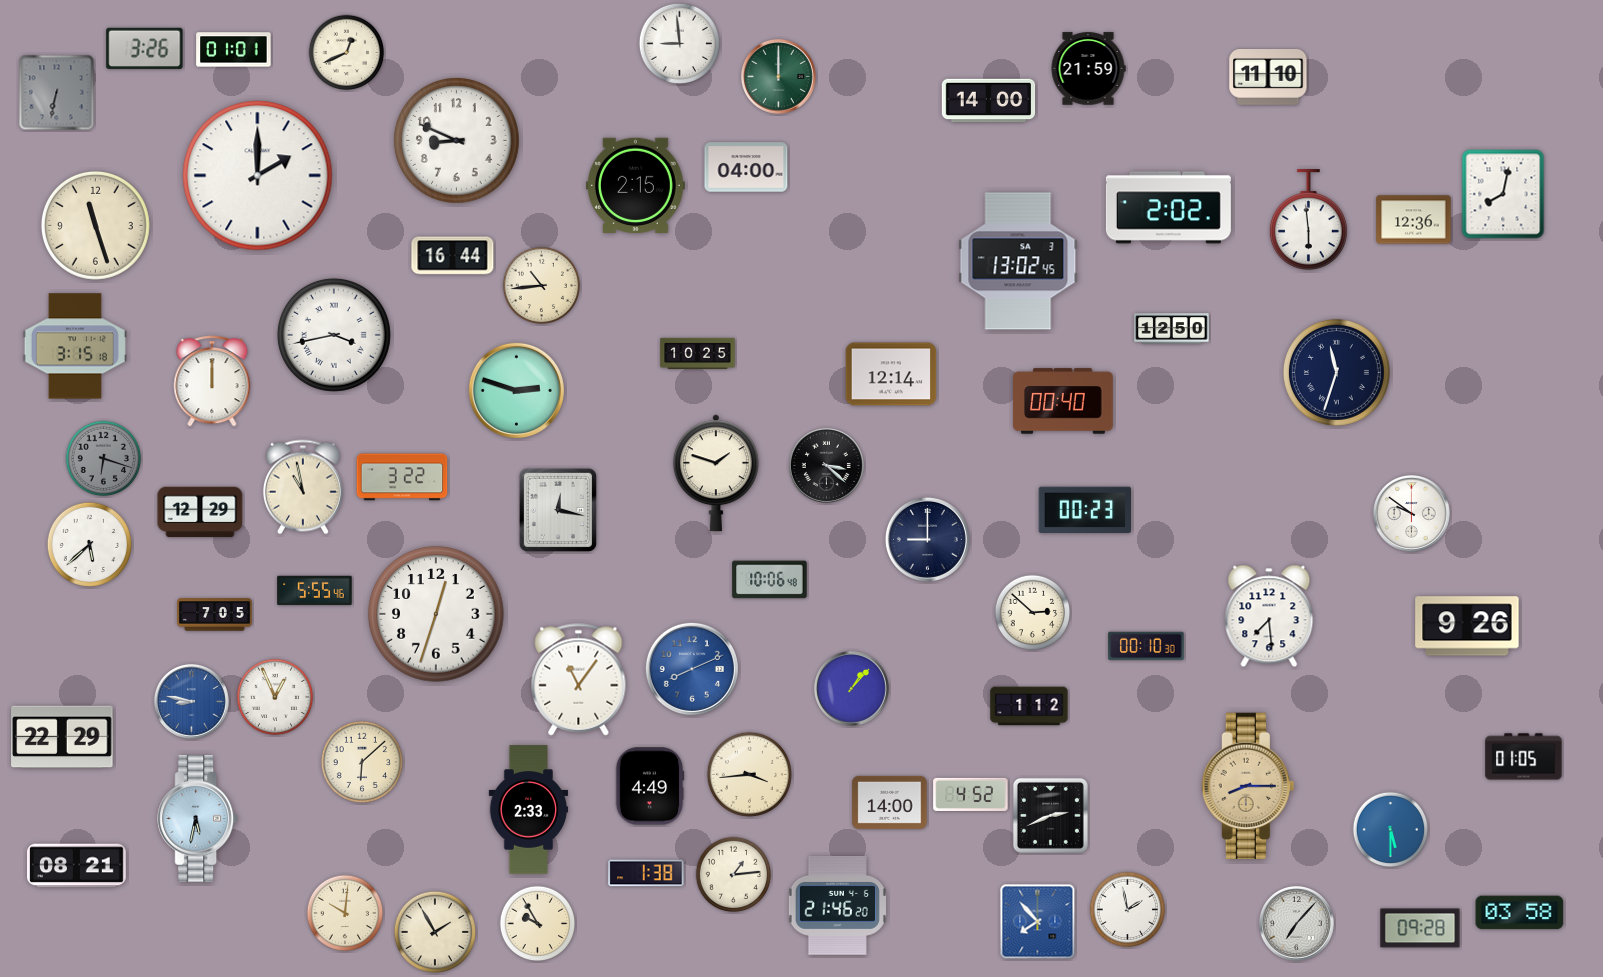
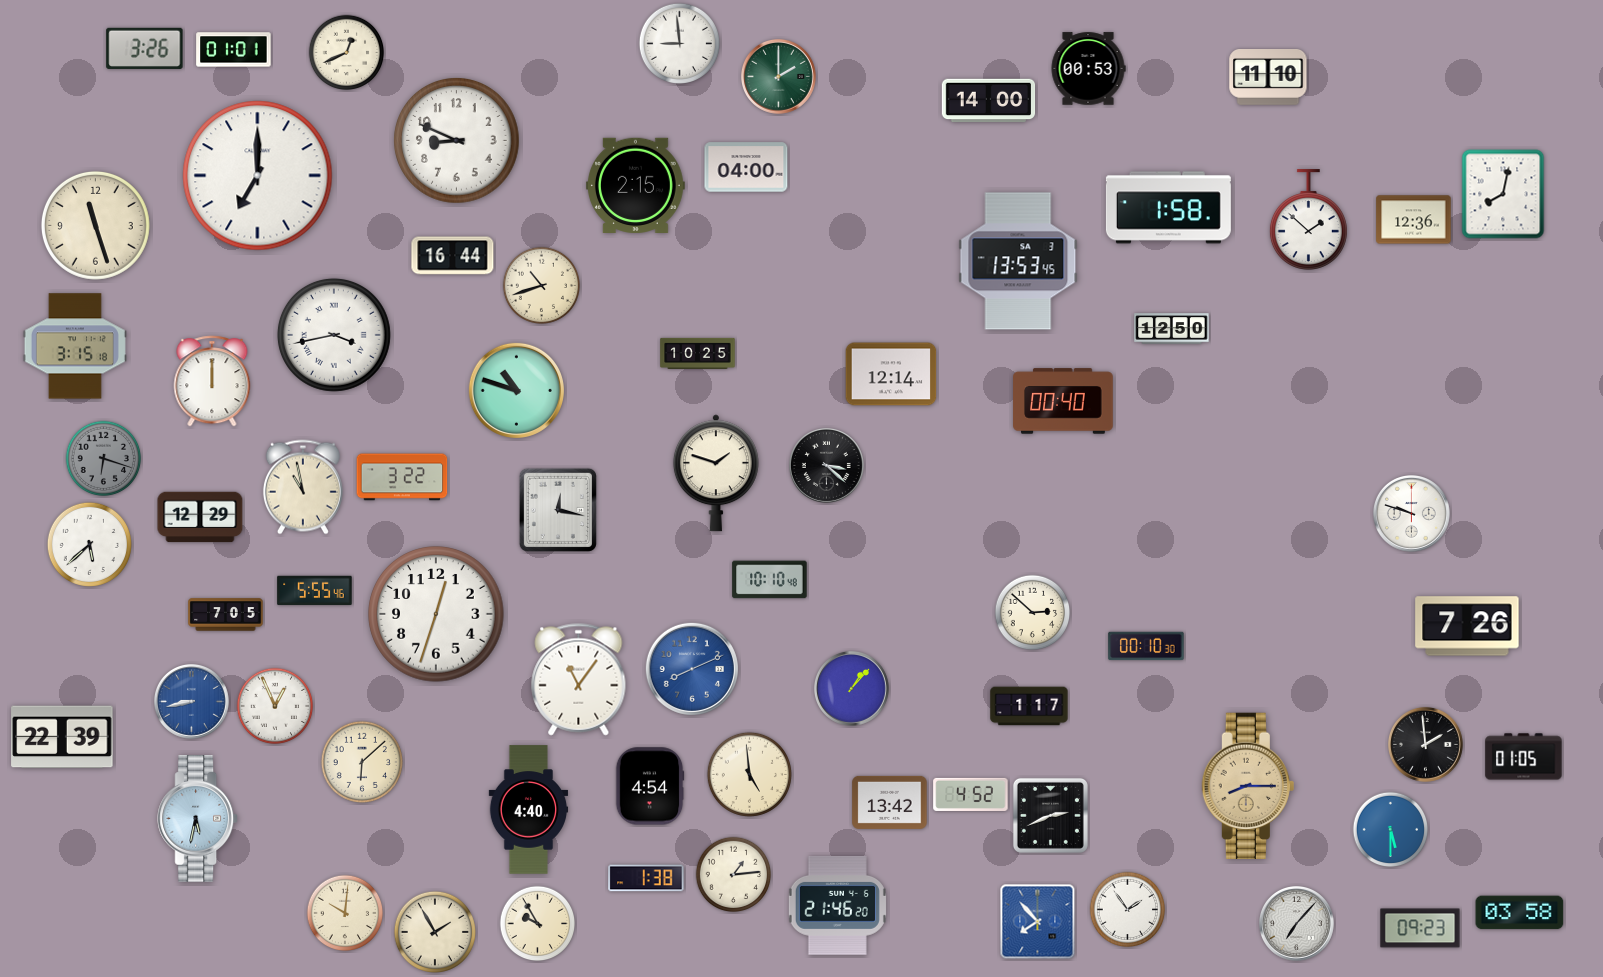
clock at (1088, 69): 21:59 -> 00:53
clock at (778, 76): 12:00 -> 2:00
clock at (57, 93): 6:32 -> none
clock at (258, 176): 2:00 -> 7:00
clock at (1168, 208): 2:02 -> 1:58
clock at (1308, 219): 5:59 -> 1:52
clock at (1018, 261): 13:02 -> 13:53
clock at (542, 286): 10:44 -> 10:42
clock at (1336, 372): 11:33 -> none
clock at (516, 390): 2:48 -> 10:48
clock at (1085, 509): 00:23 -> none
clock at (200, 512) position: (200, 512) -> (200, 517)
clock at (1411, 513): 9:51 -> 9:48
clock at (927, 539): 9:00 -> none
clock at (770, 580): 10:06 -> 10:10
clock at (215, 615) position: (215, 615) -> (226, 615)
clock at (1269, 616): 7:29 -> none
clock at (1467, 626): 9:26 -> 7:26
clock at (275, 697) position: (275, 697) -> (275, 706)
clock at (191, 701): 8:47 -> 8:43
clock at (1029, 706): 1:12 -> 1:17
clock at (62, 737): 22:29 -> 22:39
clock at (1425, 744): none -> 1:59
clock at (749, 774): 3:44 -> 4:59
clock at (650, 786): 4:49 -> 4:54
clock at (890, 802): 14:00 -> 13:42
clock at (529, 810): 2:33 -> 4:40
clock at (77, 866): 08:21 -> none
clock at (646, 873) position: (646, 873) -> (646, 878)
clock at (1128, 910): 1:58 -> 1:54
clock at (1420, 928): 09:28 -> 09:23
